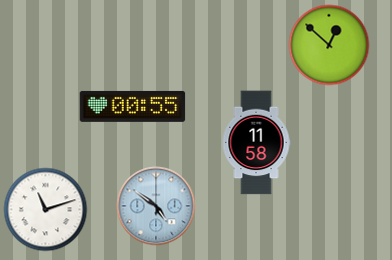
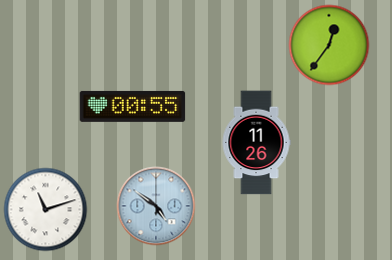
clock at (329, 45): 12:52 -> 12:36
clock at (256, 143): 11:58 -> 11:26
